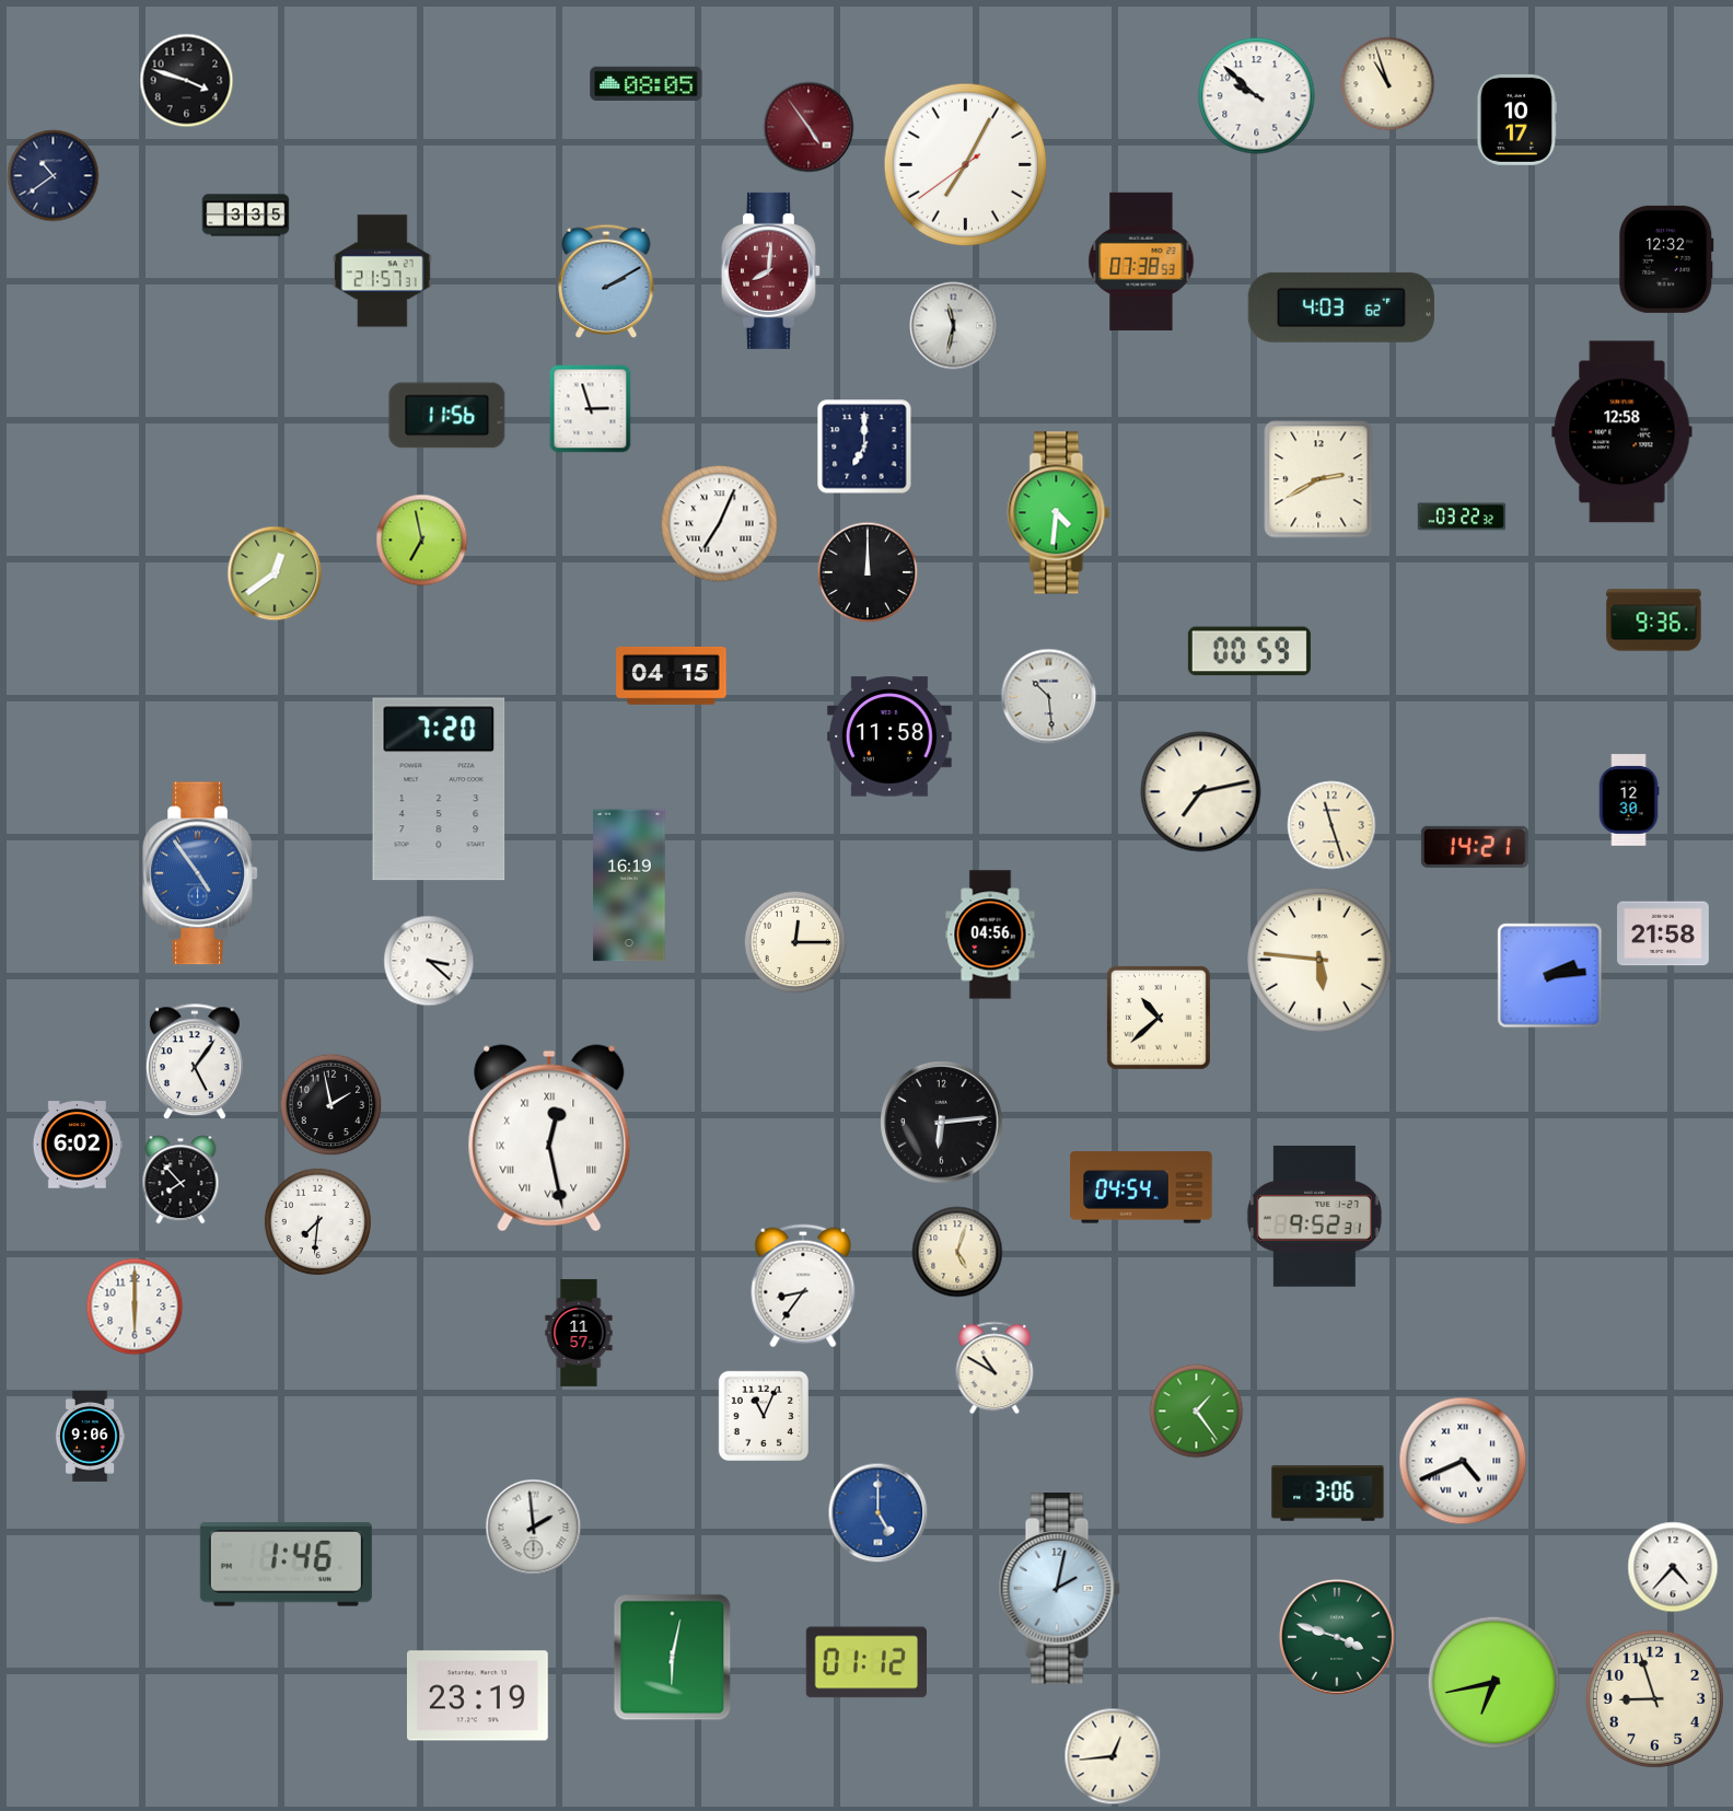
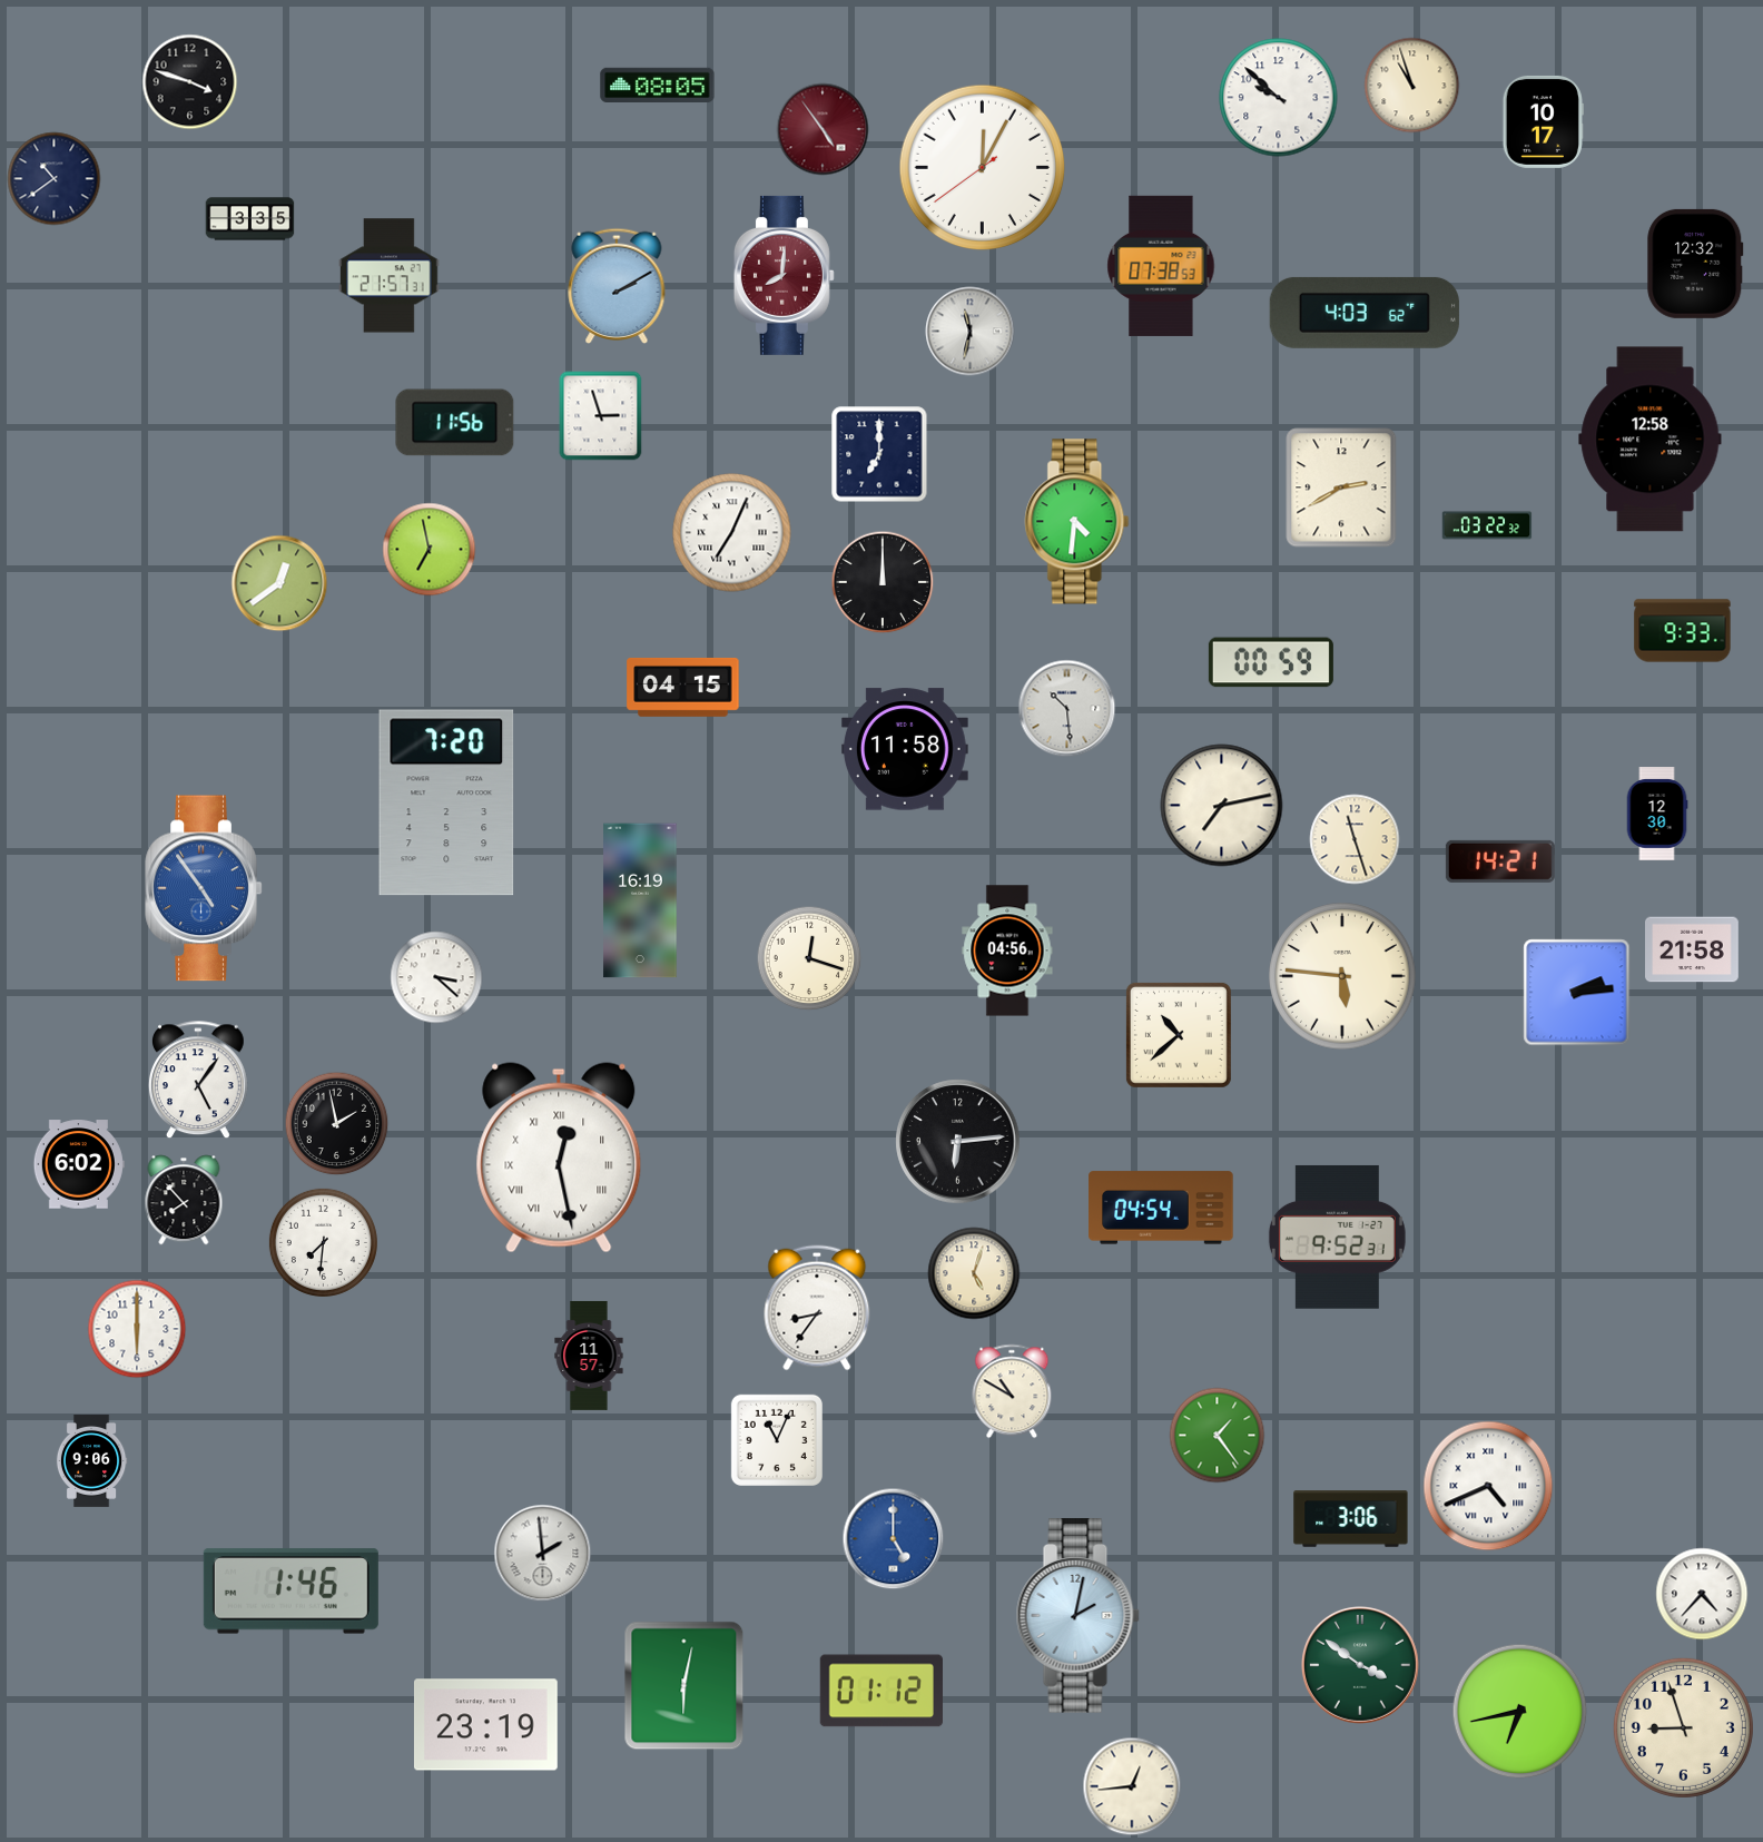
clock at (966, 165): 7:04 -> 12:04
clock at (1654, 620): 9:36 -> 9:33
clock at (795, 942): 12:15 -> 12:18
clock at (1337, 1637): 3:48 -> 3:51
